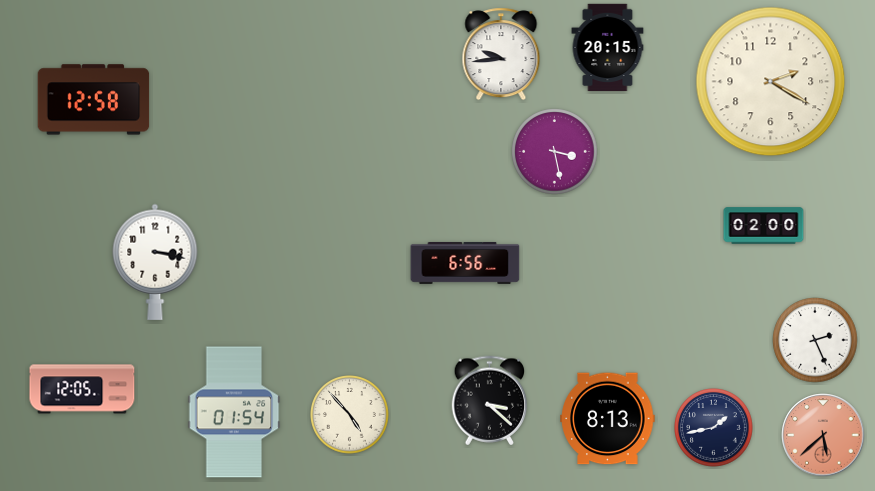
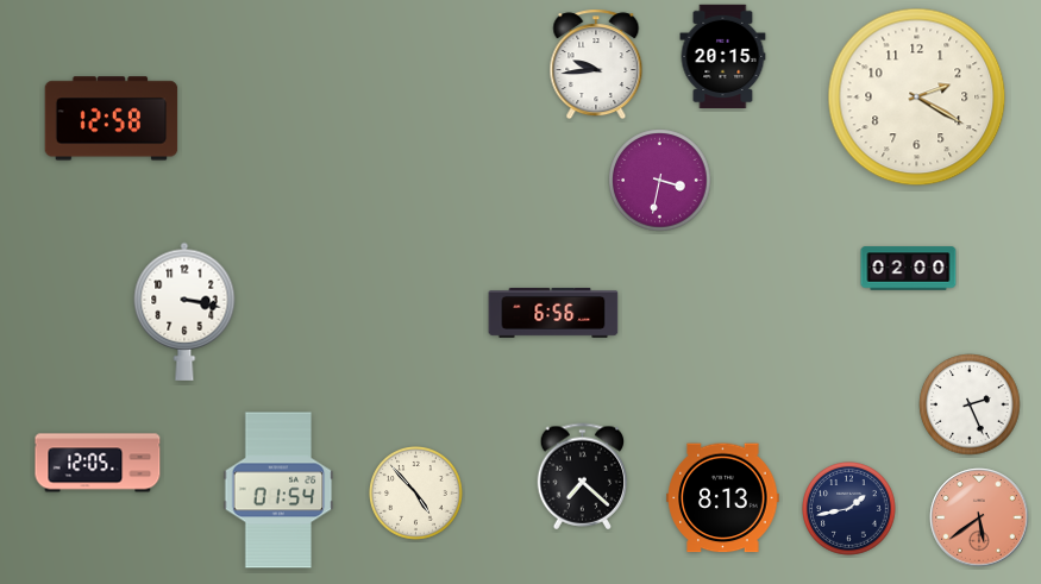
clock at (555, 152): 3:28 -> 3:32
clock at (490, 401): 3:22 -> 7:22
clock at (823, 435): 5:38 -> 5:39
